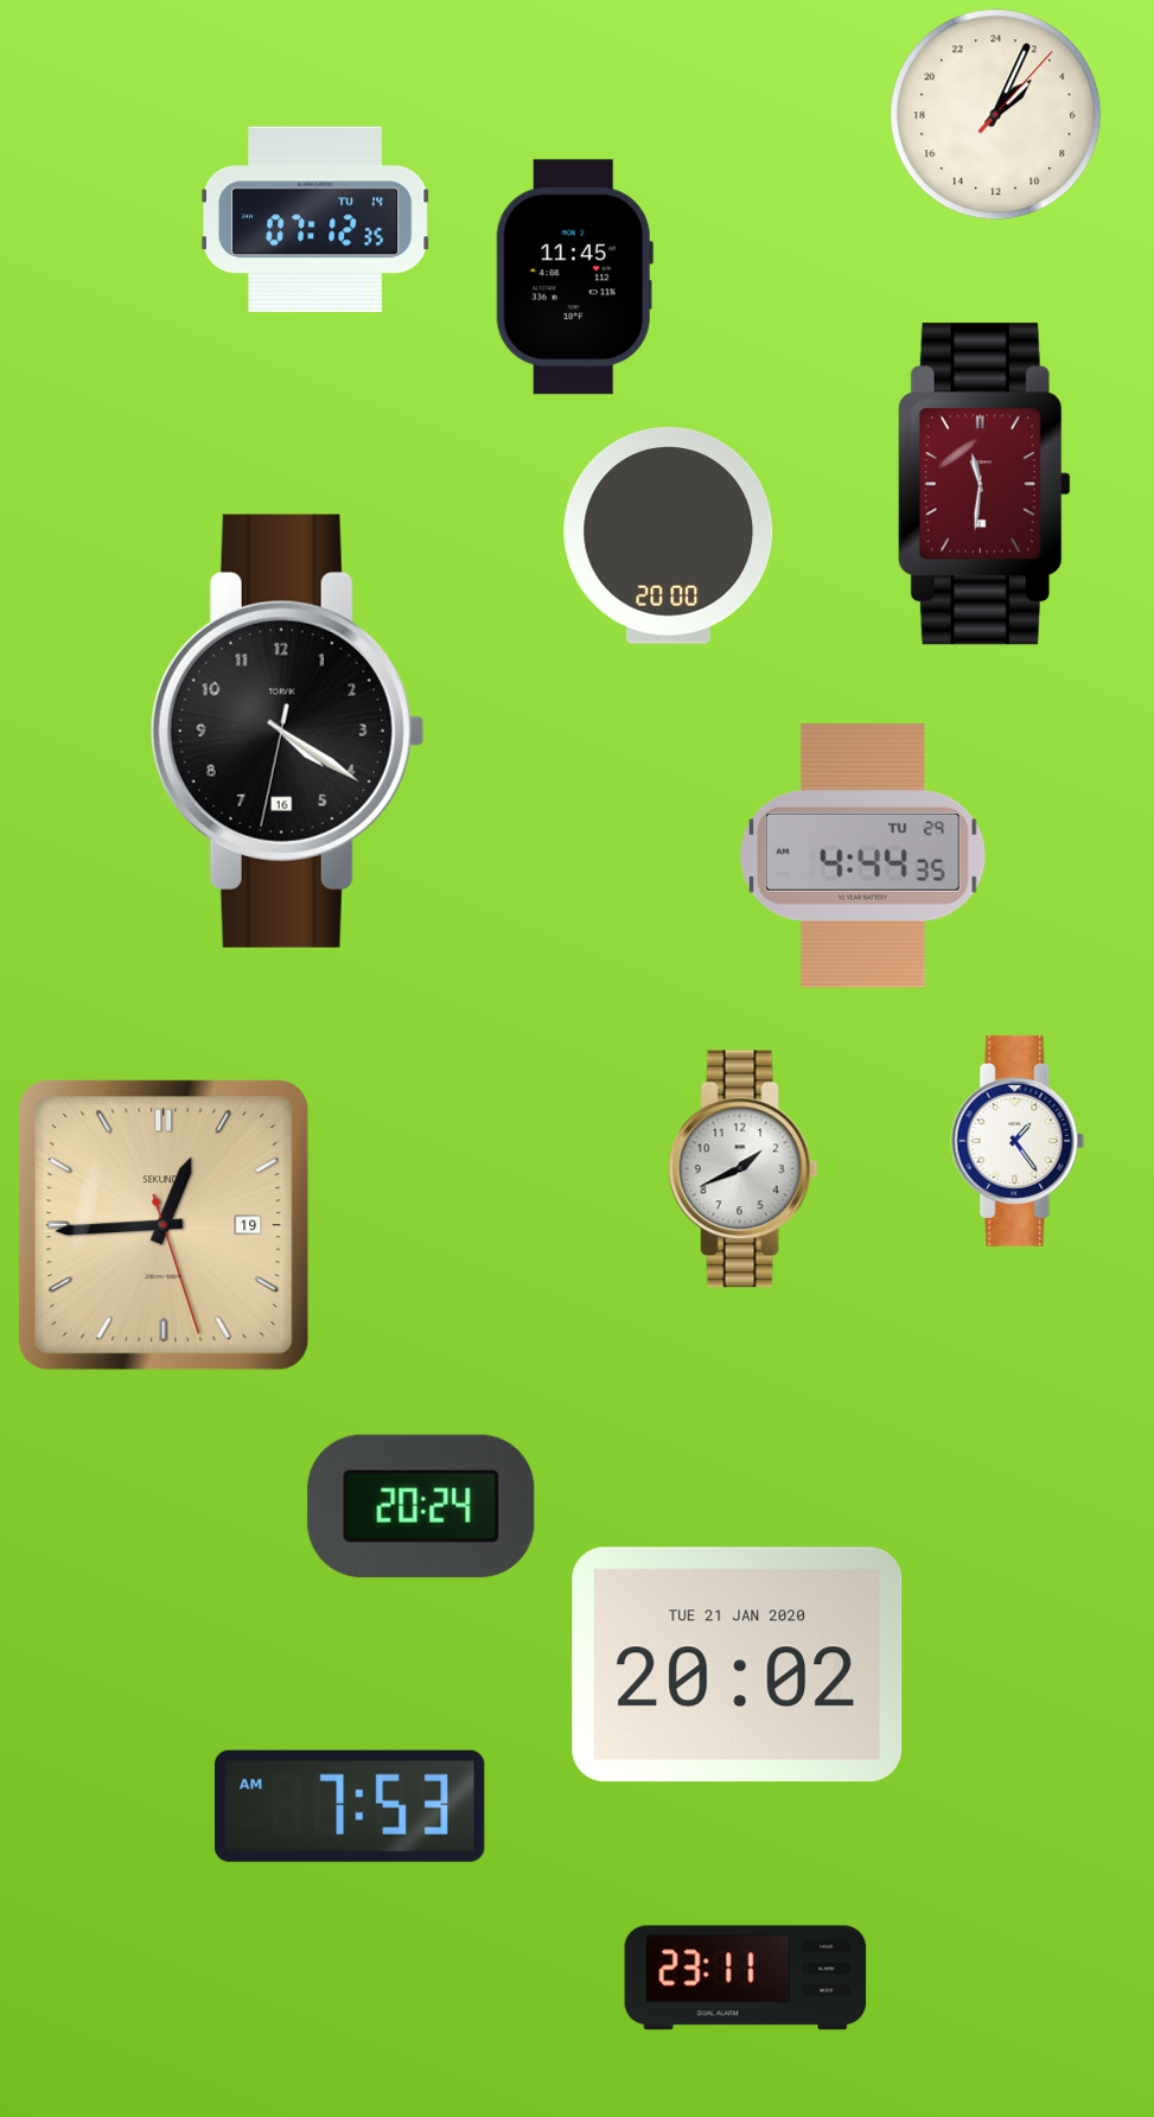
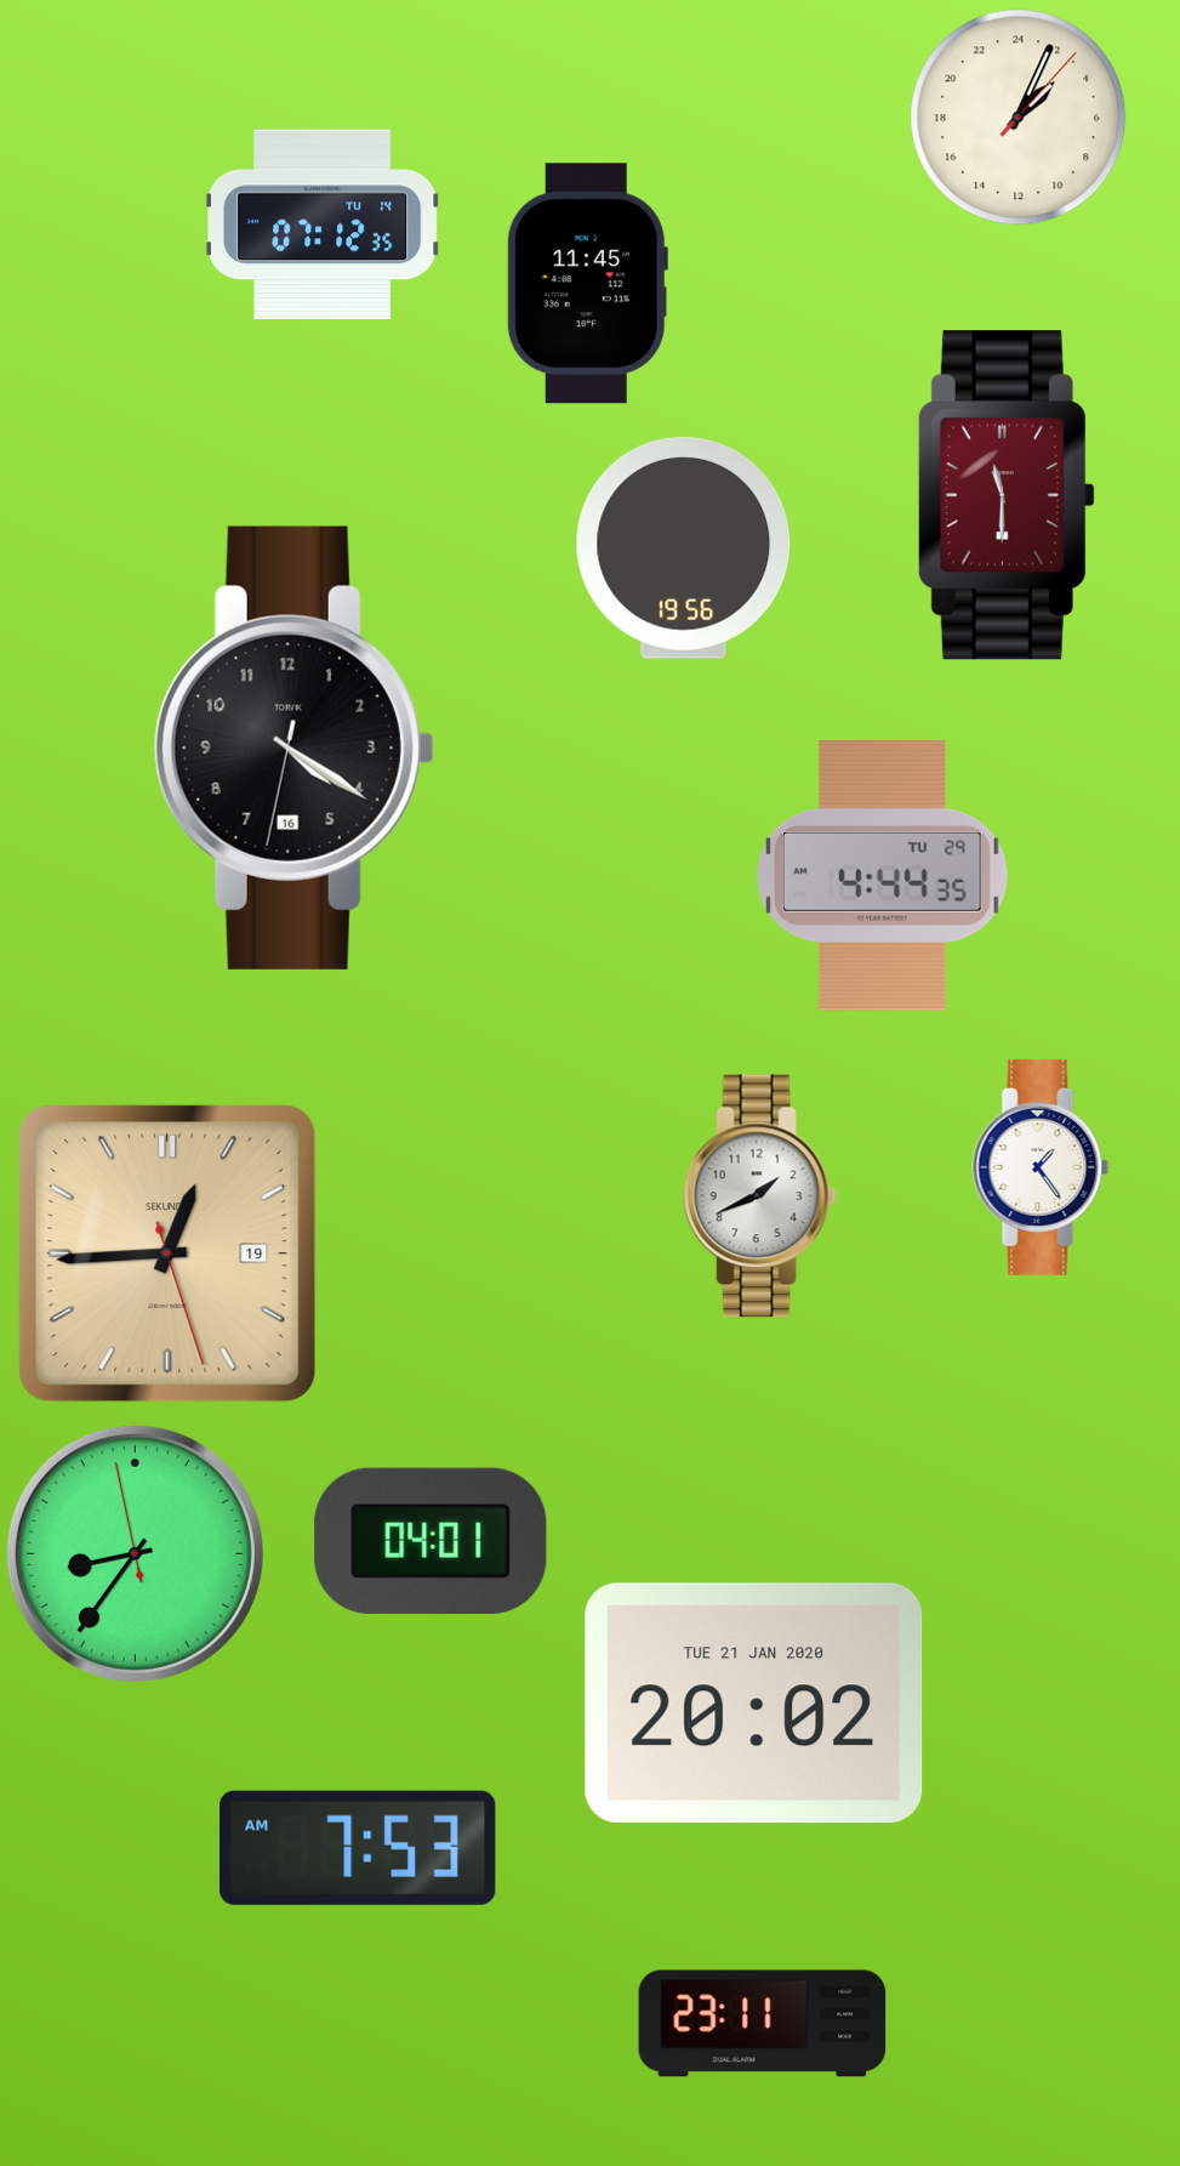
clock at (984, 484): 11:31 -> 11:30
clock at (669, 535): 20:00 -> 19:56
clock at (421, 1506): 20:24 -> 04:01
clock at (135, 1553): none -> 8:35
